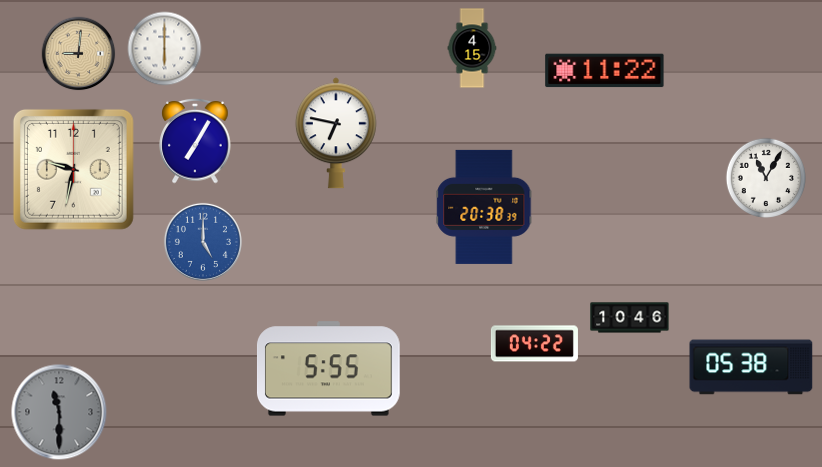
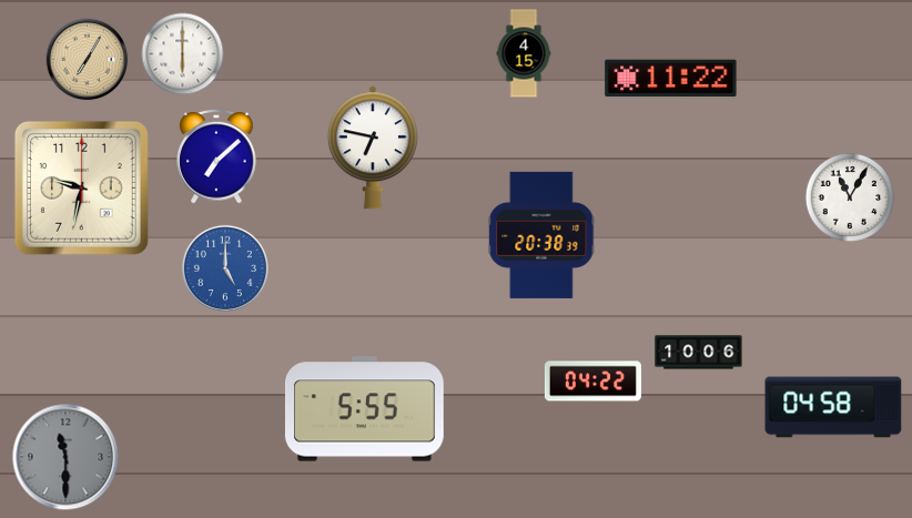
clock at (79, 54): 9:01 -> 7:05
clock at (195, 141): 7:05 -> 7:08
clock at (484, 207) position: (484, 207) -> (541, 235)
clock at (630, 318): 10:46 -> 10:06
clock at (751, 367): 05:38 -> 04:58
